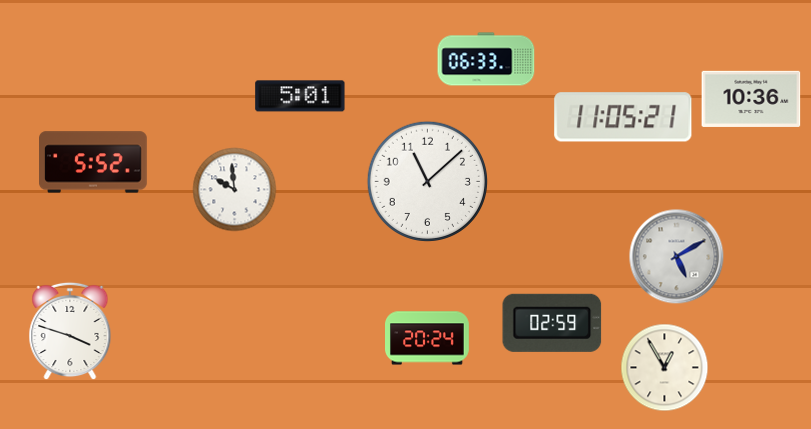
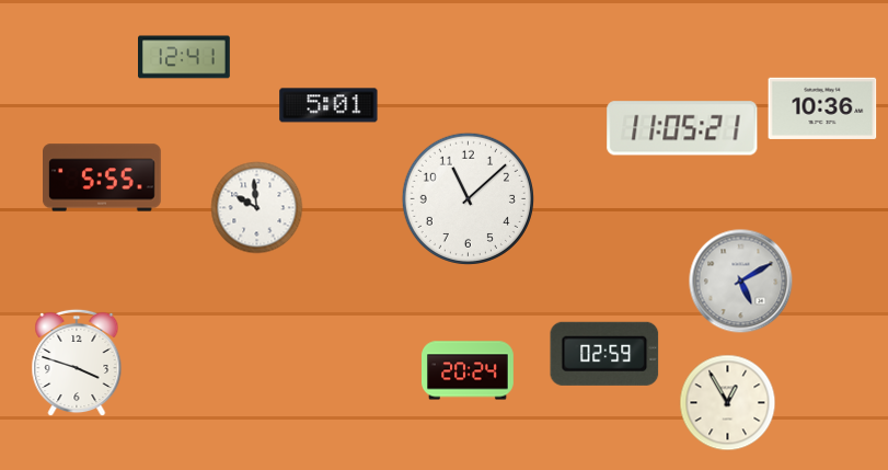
clock at (185, 57): none -> 12:41
clock at (486, 59): 06:33 -> none
clock at (94, 162): 5:52 -> 5:55
